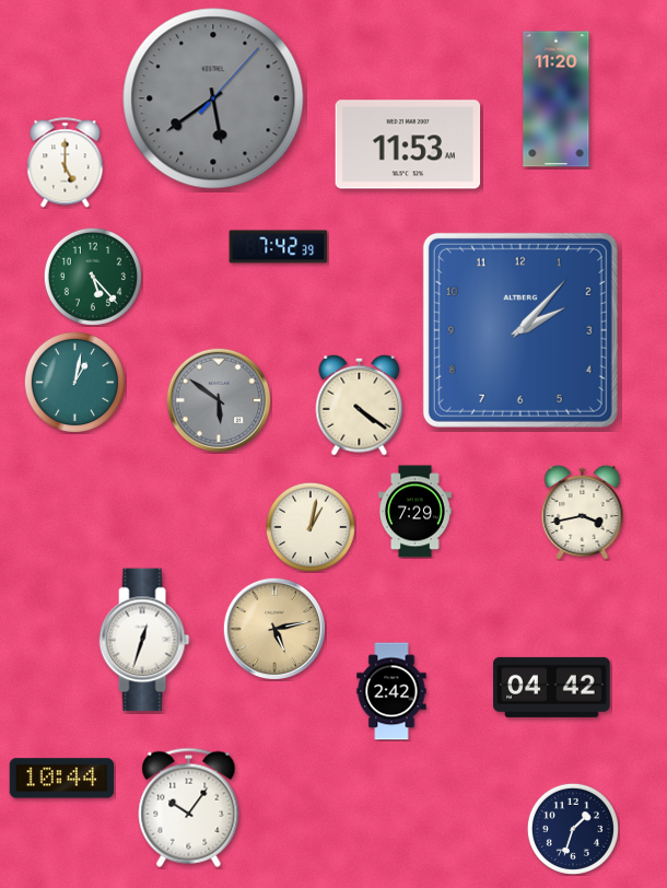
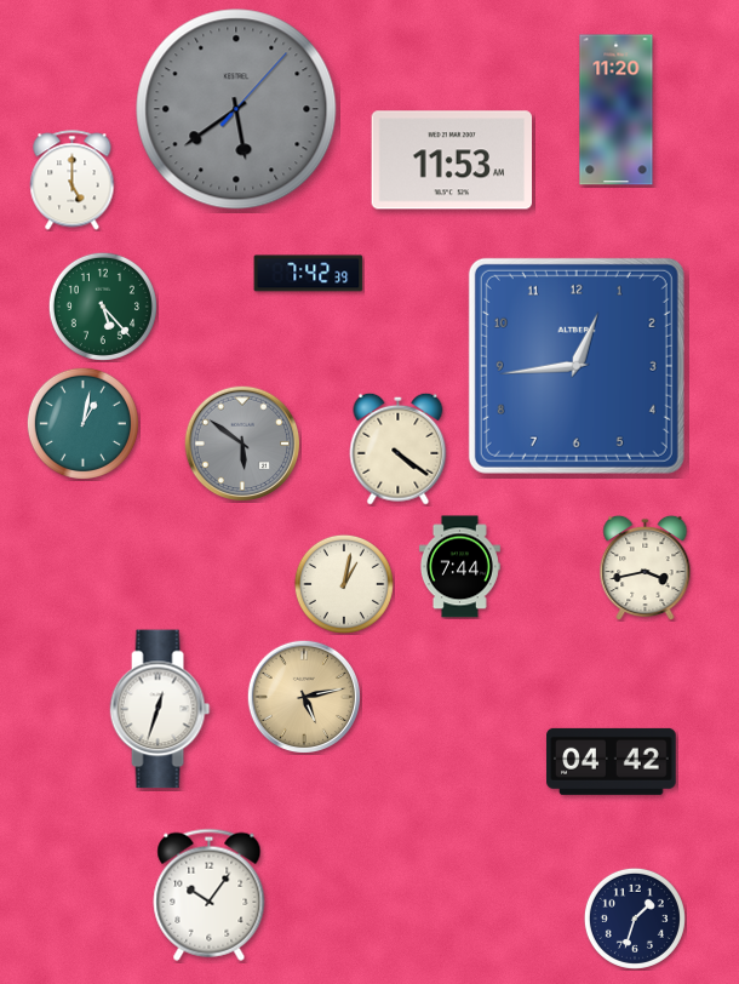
clock at (520, 330): 2:07 -> 12:44
clock at (414, 512): 7:29 -> 7:44
clock at (391, 691): 2:42 -> none
clock at (61, 779): 10:44 -> none
